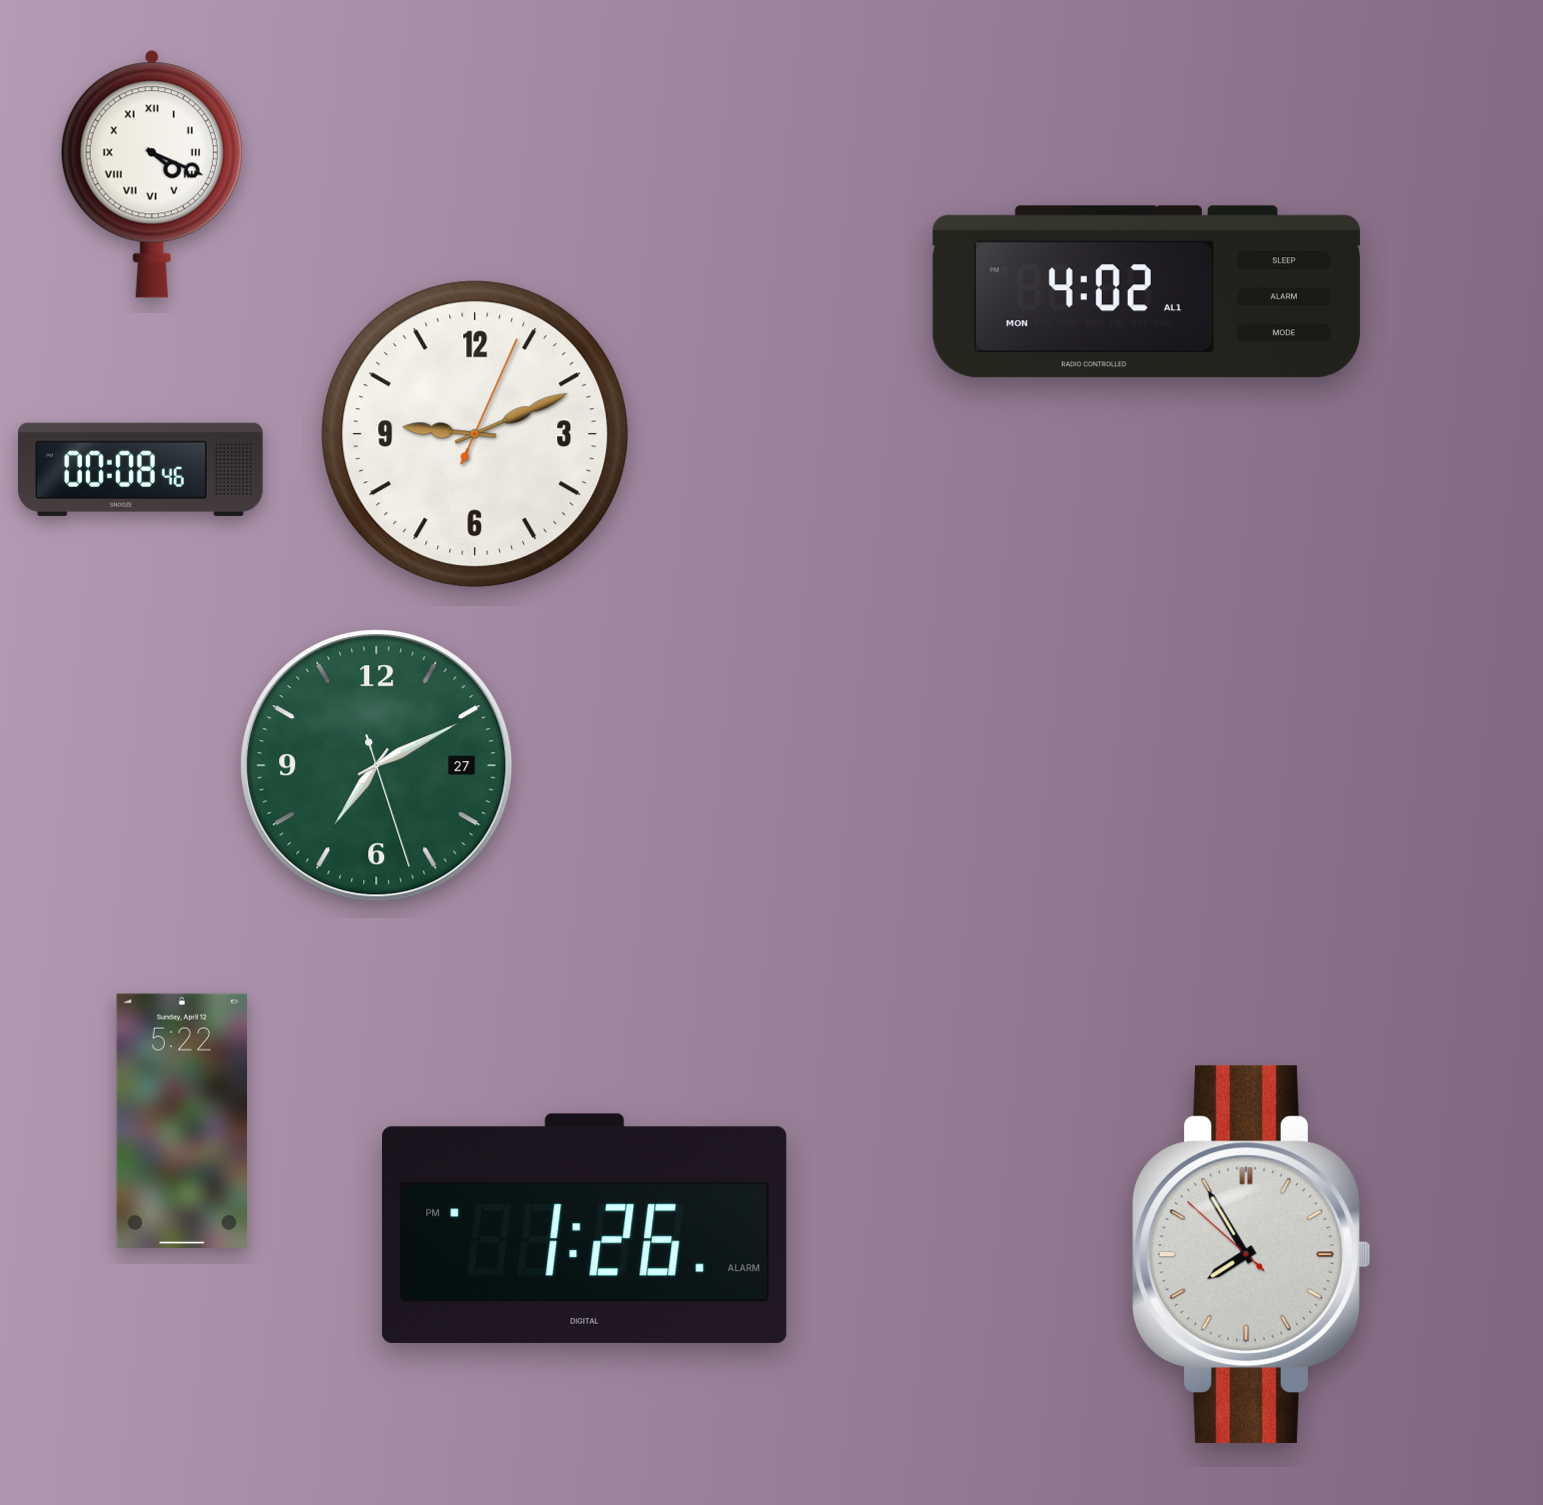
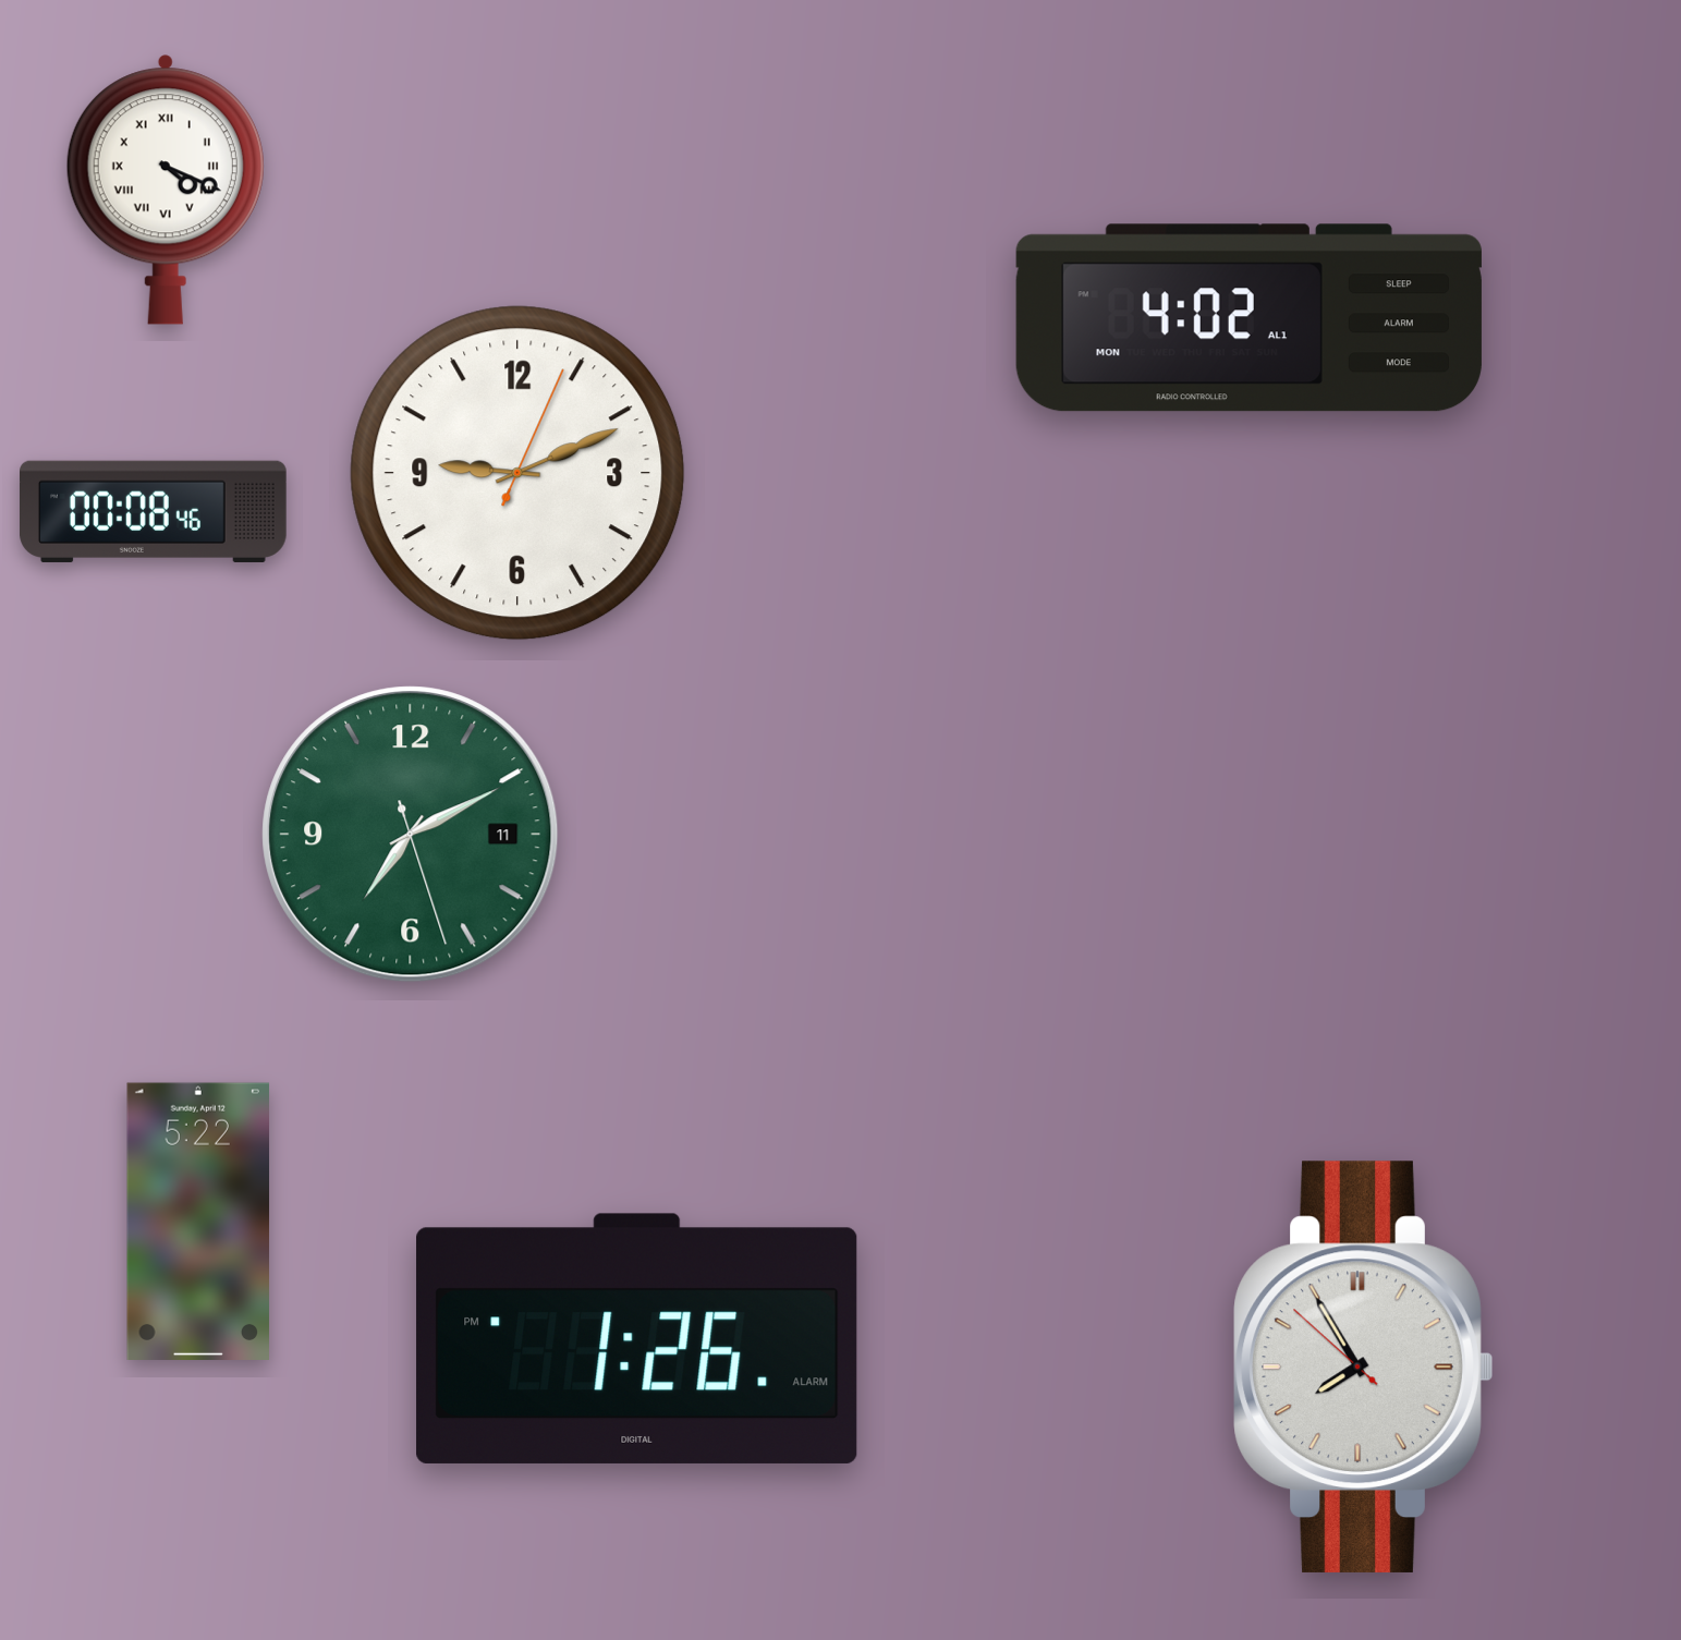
clock at (377, 766) date: 27 -> 11
